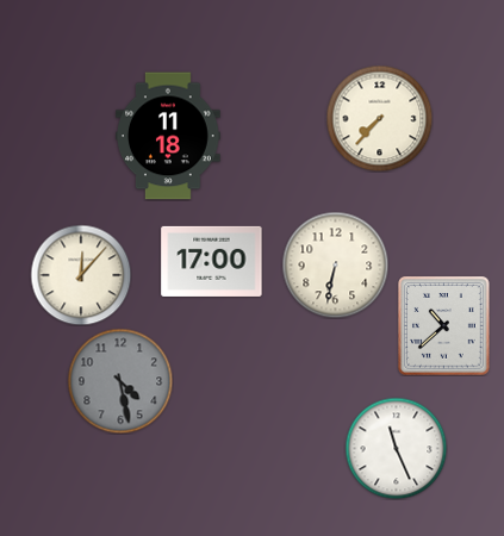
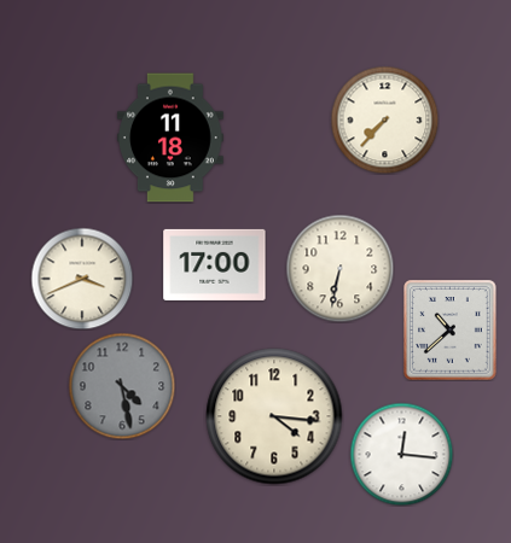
clock at (81, 275): 12:07 -> 3:41
clock at (274, 416): none -> 4:16
clock at (396, 448): 11:26 -> 12:16
